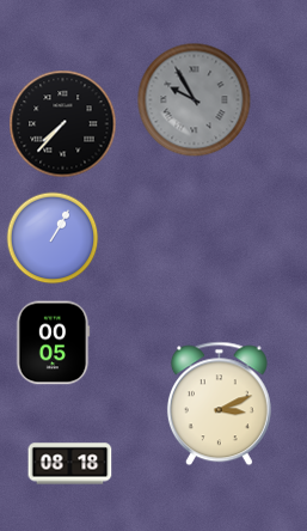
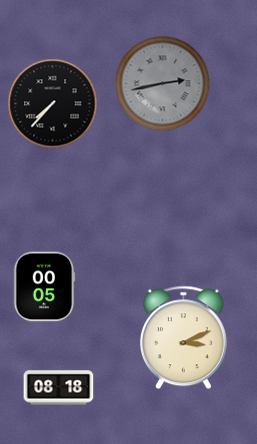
clock at (195, 100): 9:55 -> 2:43
clock at (53, 238): 1:05 -> none
